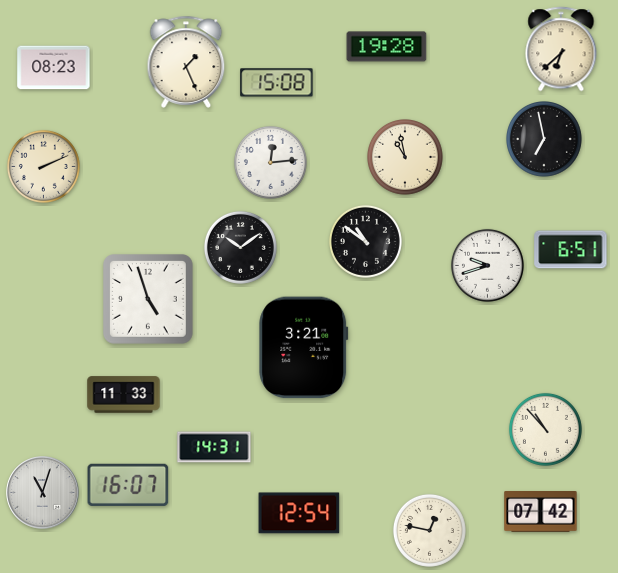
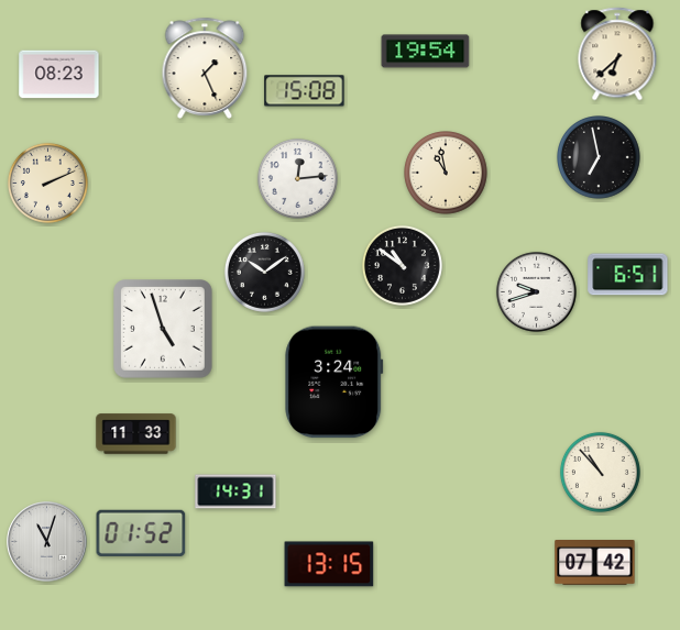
clock at (387, 47): 19:28 -> 19:54
clock at (545, 140) position: (545, 140) -> (600, 158)
clock at (304, 348): 3:21 -> 3:24
clock at (128, 485): 16:07 -> 01:52
clock at (299, 513): 12:54 -> 13:15
clock at (429, 530): 12:47 -> none
